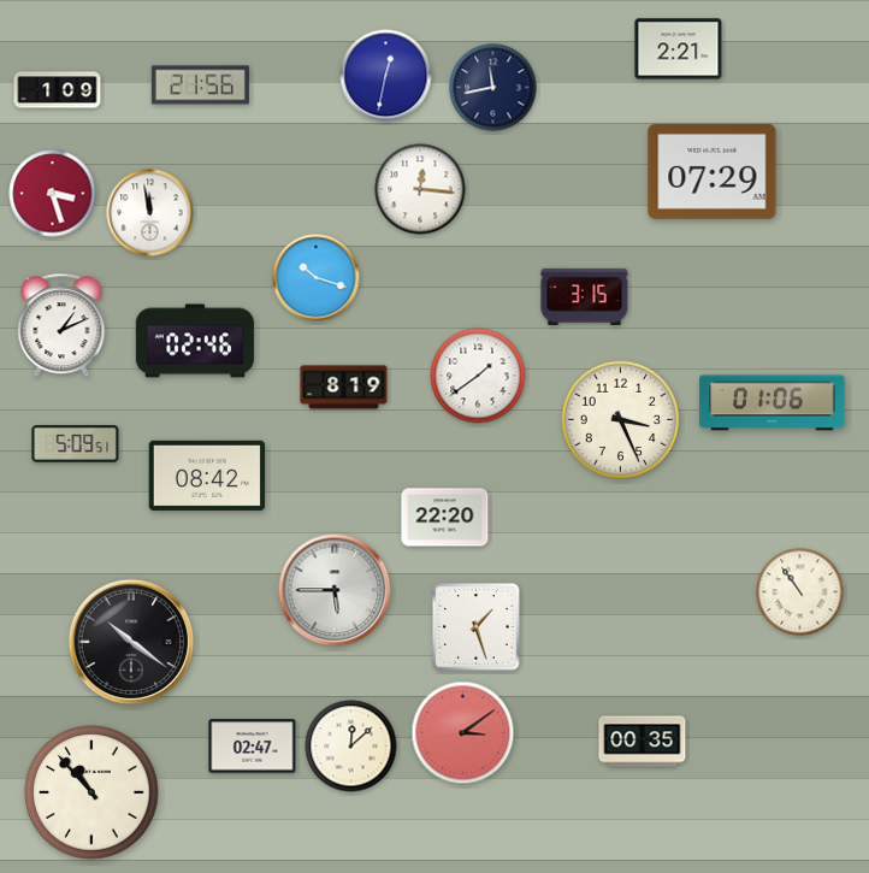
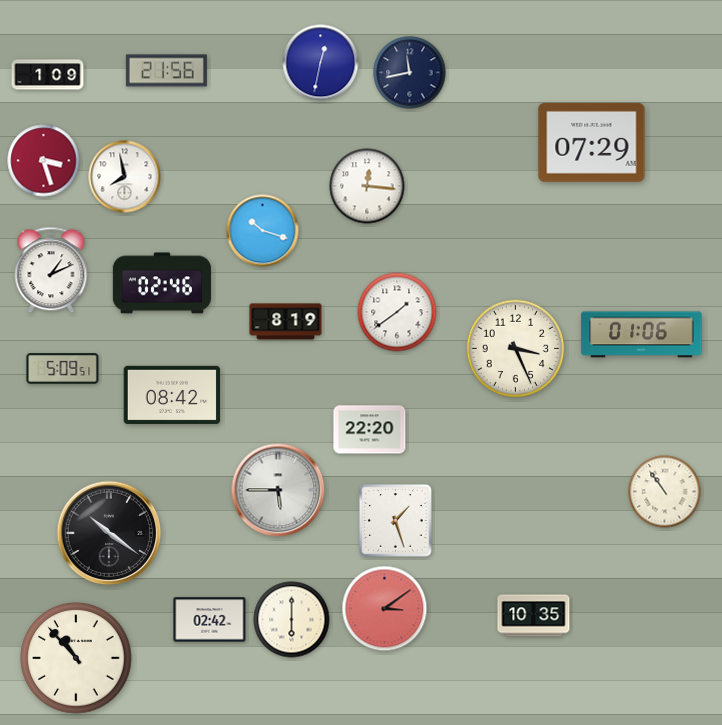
clock at (679, 49): 2:21 -> none
clock at (420, 189) position: (420, 189) -> (367, 186)
clock at (150, 213): 11:58 -> 7:58
clock at (585, 296): 3:15 -> none
clock at (643, 742): 00:35 -> 10:35
clock at (253, 747): 02:47 -> 02:42
clock at (351, 747): 12:08 -> 6:00
